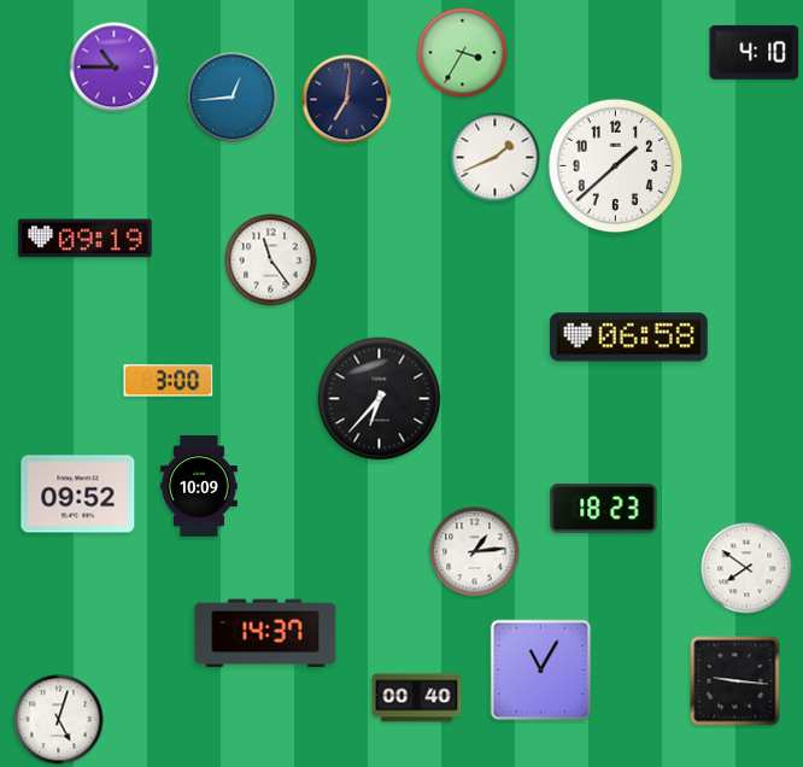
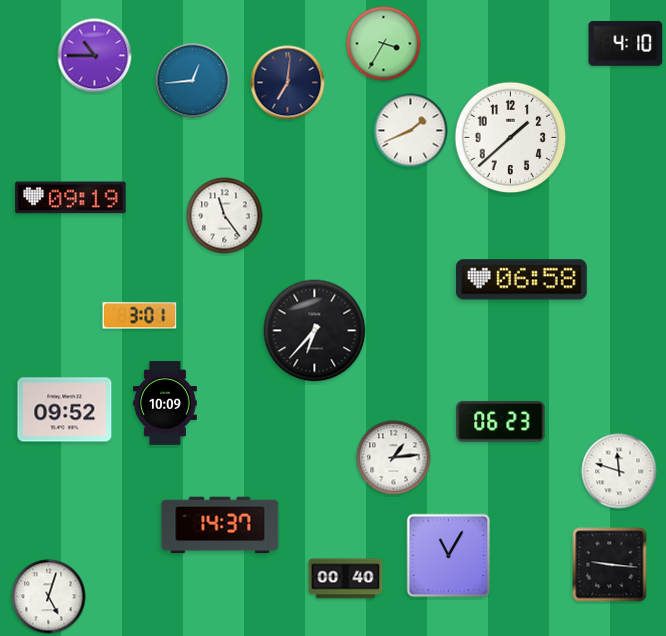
clock at (169, 381): 3:00 -> 3:01
clock at (604, 509): 18:23 -> 06:23
clock at (746, 568): 7:51 -> 11:48
